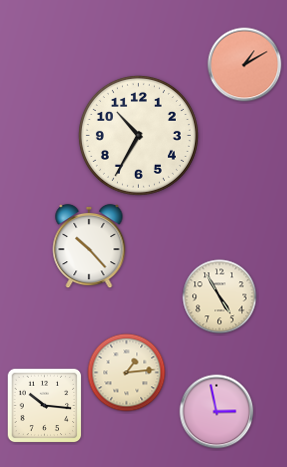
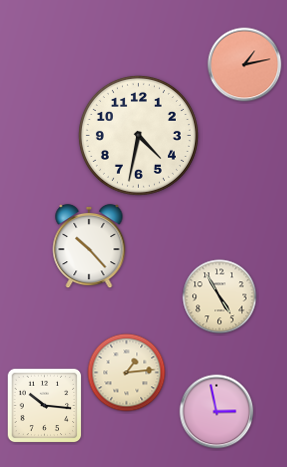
clock at (245, 65): 1:10 -> 1:13
clock at (138, 135): 10:35 -> 4:32
